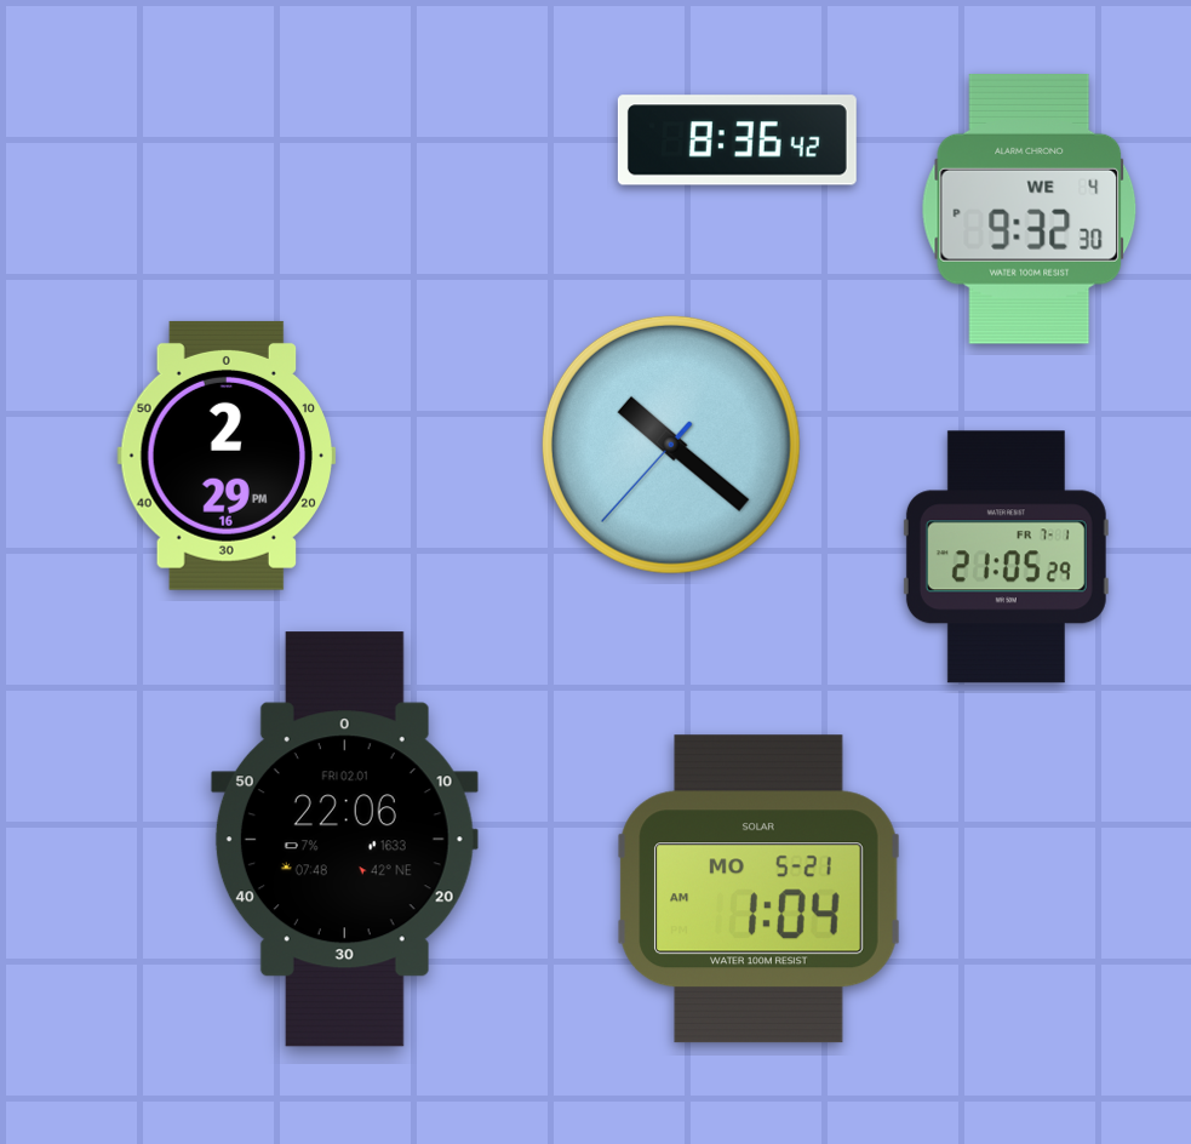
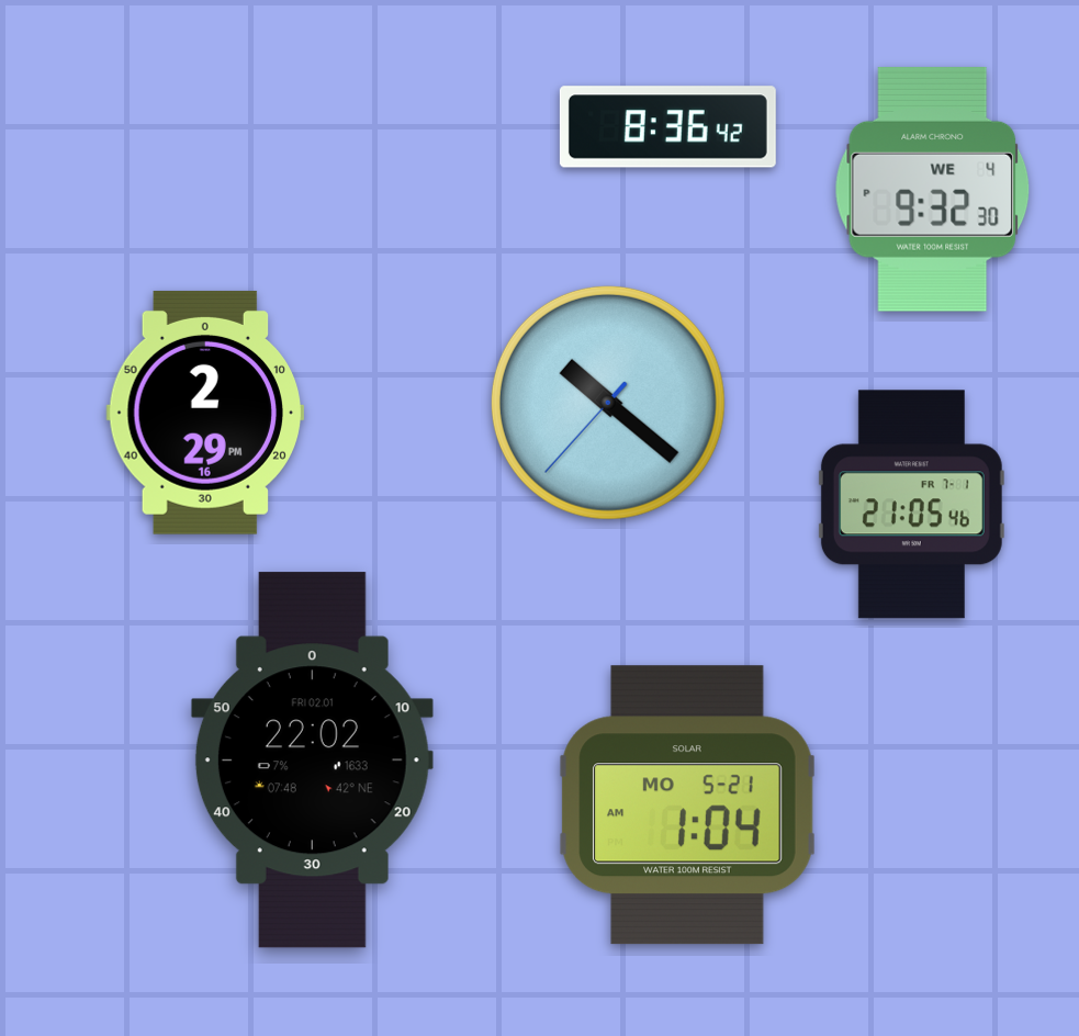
clock at (1006, 557): 21:05:29 -> 21:05:46
clock at (344, 840): 22:06 -> 22:02
